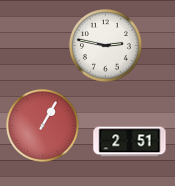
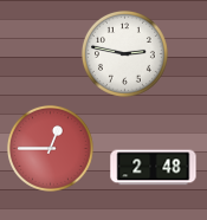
clock at (42, 125): 1:05 -> 12:45
clock at (130, 142): 2:51 -> 2:48
